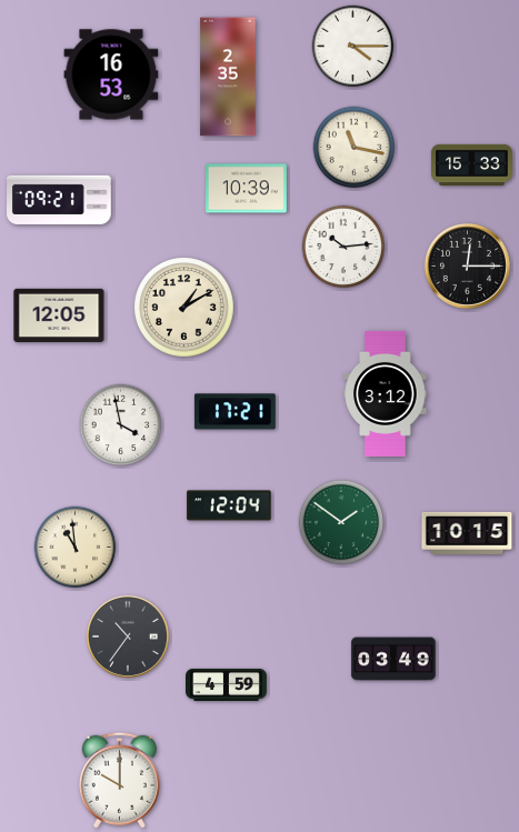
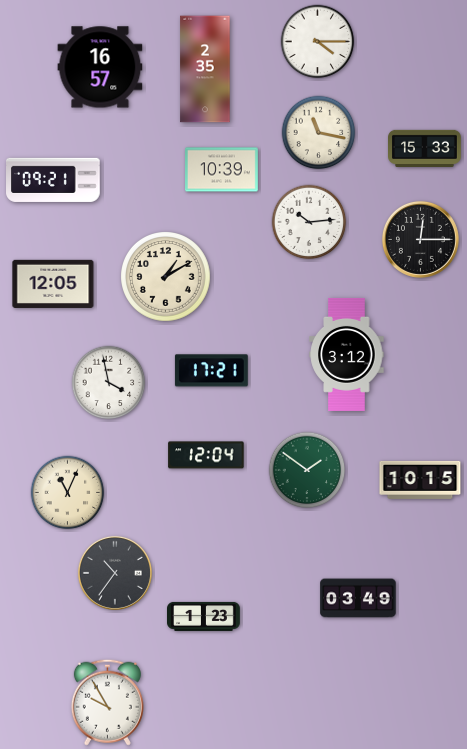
clock at (111, 74): 16:53 -> 16:57
clock at (76, 548): 10:59 -> 11:04
clock at (393, 659) position: (393, 659) -> (358, 598)
clock at (227, 684): 4:59 -> 1:23
clock at (119, 780): 10:00 -> 9:55
